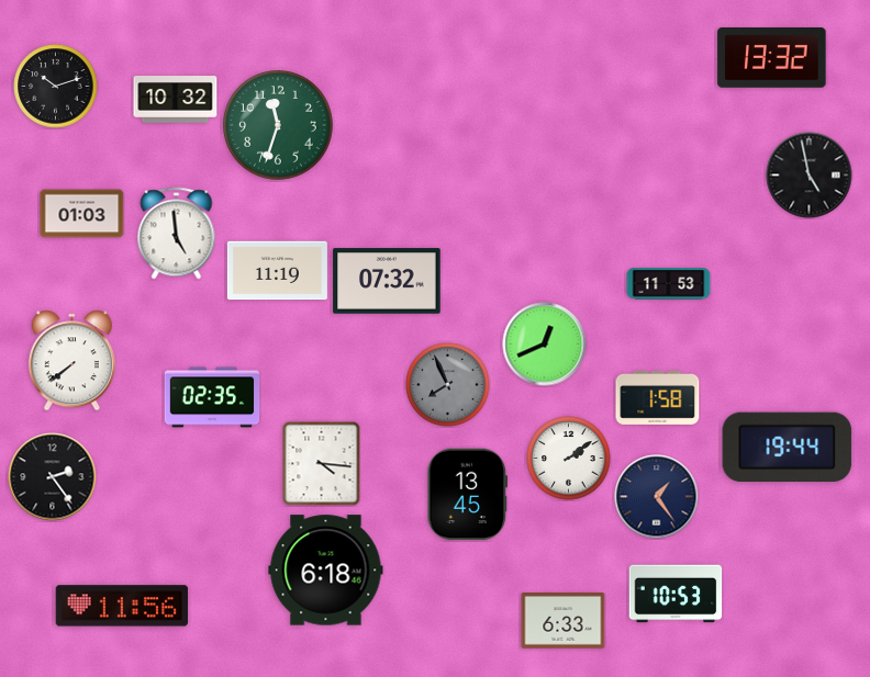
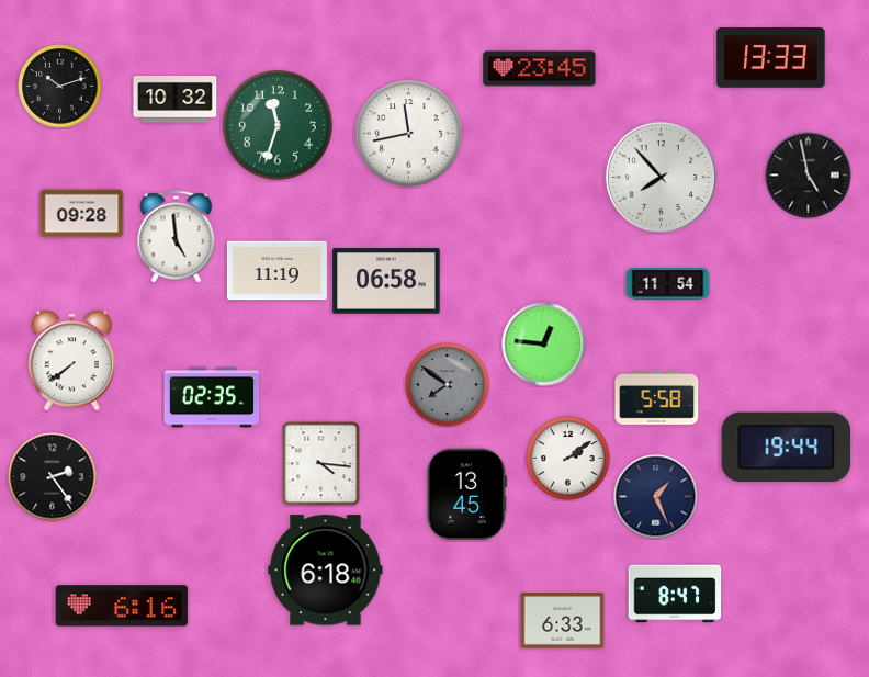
clock at (772, 58): 13:32 -> 13:33
clock at (540, 69): none -> 23:45
clock at (56, 87) position: (56, 87) -> (60, 87)
clock at (409, 134): none -> 11:43
clock at (661, 177): none -> 7:53
clock at (82, 214): 01:03 -> 09:28
clock at (177, 234) position: (177, 234) -> (177, 237)
clock at (387, 281): 07:32 -> 06:58
clock at (669, 284): 11:53 -> 11:54
clock at (545, 345): 12:41 -> 12:46
clock at (448, 385): 7:56 -> 7:51
clock at (658, 397): 1:58 -> 5:58
clock at (657, 497): 1:24 -> 1:26
clock at (676, 594): 10:53 -> 8:47
clock at (122, 606): 11:56 -> 6:16
